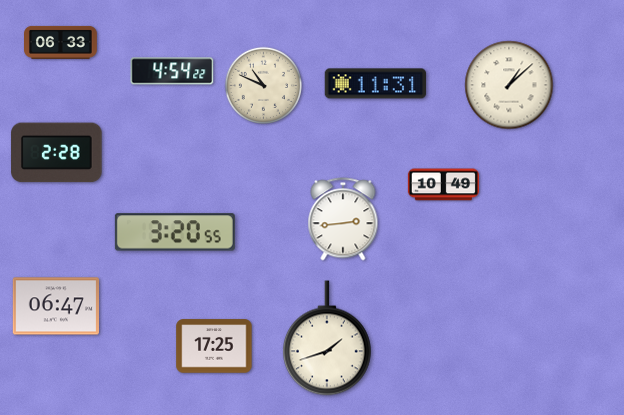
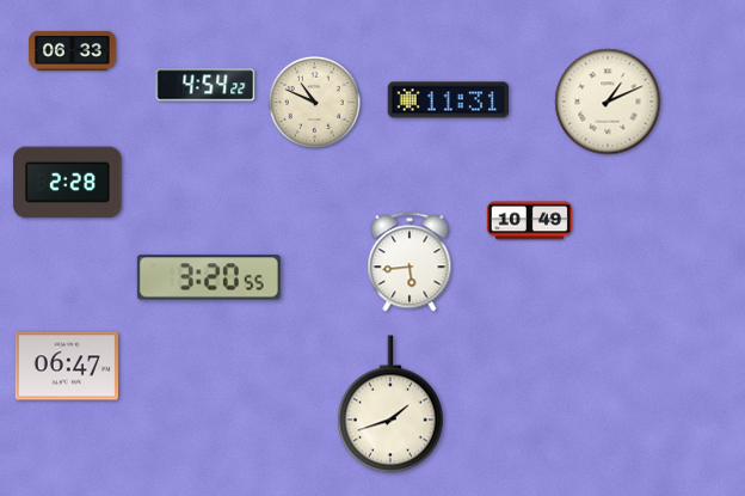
clock at (509, 85): 1:08 -> 1:11
clock at (343, 219): 2:44 -> 5:44
clock at (214, 346): 17:25 -> none
